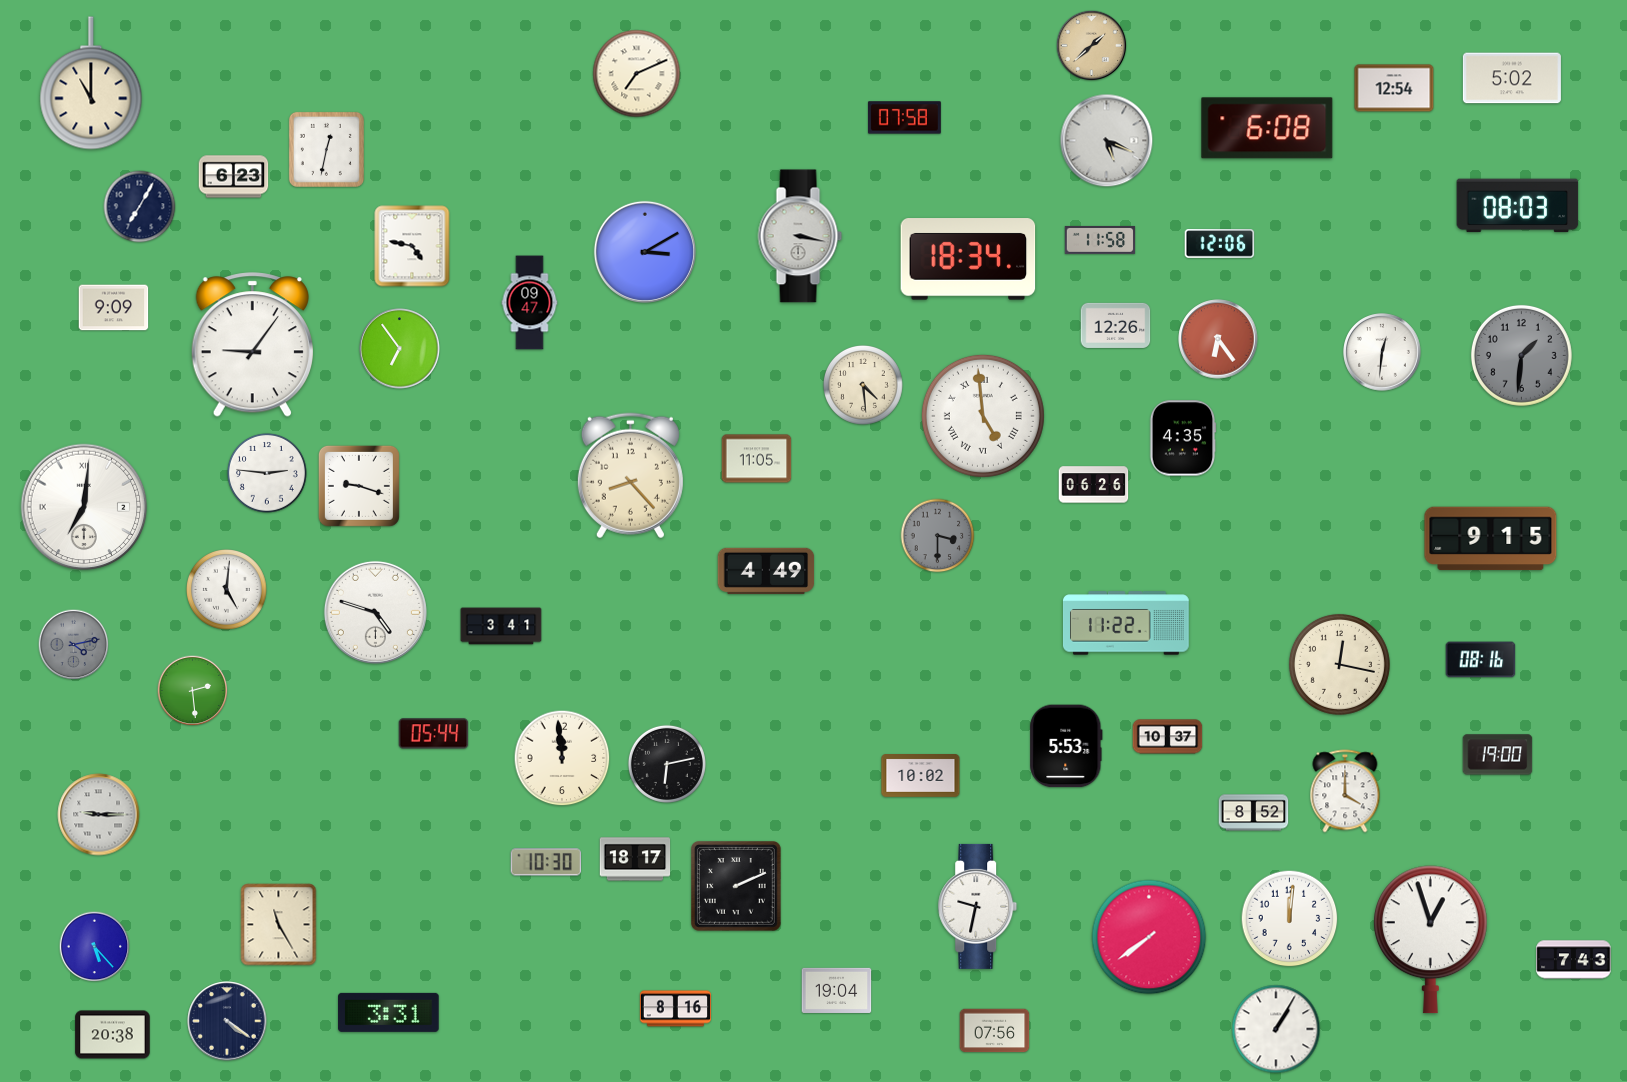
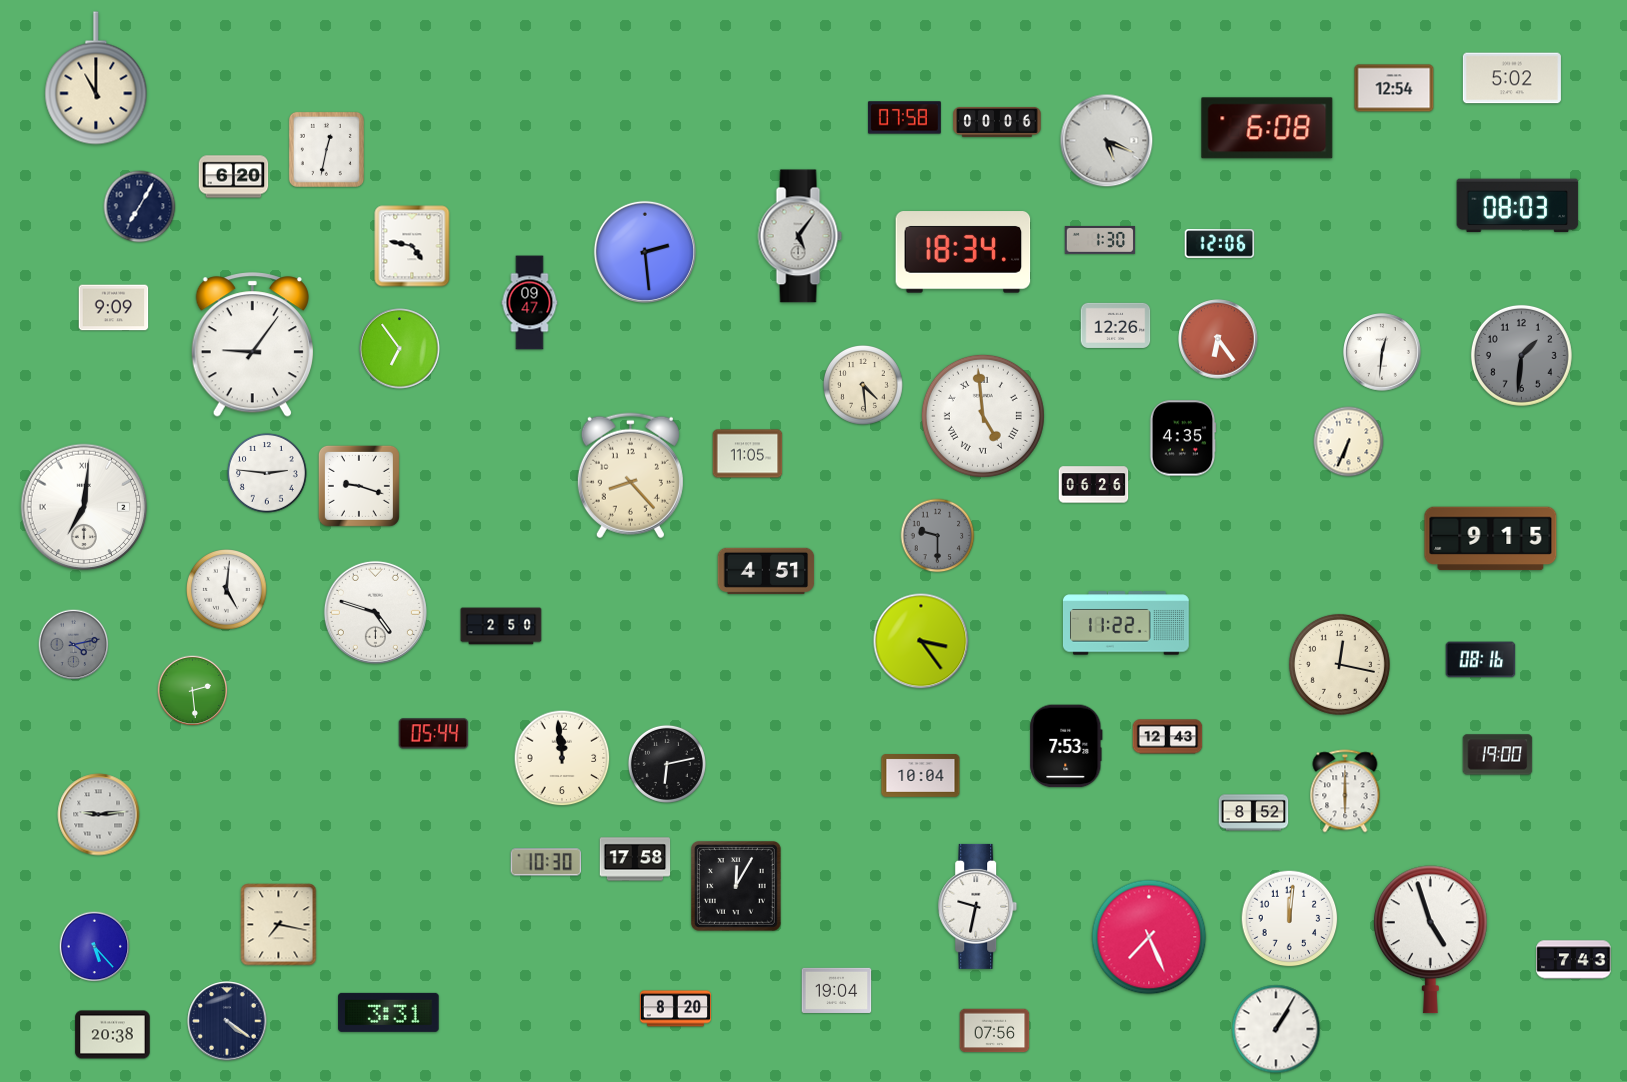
clock at (1092, 46): 1:38 -> none
clock at (637, 74): 7:11 -> none
clock at (91, 83) position: (91, 83) -> (96, 78)
clock at (997, 122): none -> 00:06
clock at (234, 177): 6:23 -> 6:20
clock at (800, 236): 3:17 -> 5:06
clock at (1100, 240): 11:58 -> 1:30
clock at (645, 252): 3:10 -> 2:29
clock at (968, 259) position: (968, 259) -> (963, 252)
clock at (1349, 442): none -> 6:34
clock at (757, 459) position: (757, 459) -> (748, 454)
clock at (938, 536): 3:30 -> 9:30
clock at (766, 571): 4:49 -> 4:51
clock at (501, 626): 3:41 -> 2:50
clock at (921, 641): none -> 3:24
clock at (1168, 737): 10:37 -> 12:43
clock at (1066, 746): 5:53 -> 7:53
clock at (921, 776): 10:02 -> 10:04
clock at (1345, 791): 4:00 -> 6:00
clock at (99, 815): 9:15 -> 9:14
clock at (635, 859): 18:17 -> 17:58
clock at (736, 886): 2:11 -> 12:05
clock at (279, 925): 11:25 -> 7:17
clock at (1149, 937): 7:39 -> 7:26
clock at (1430, 940): 12:57 -> 4:57
clock at (675, 1009): 8:16 -> 8:20
